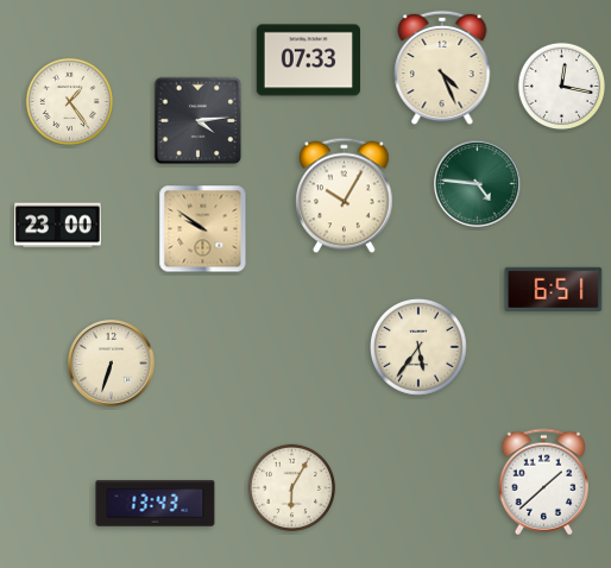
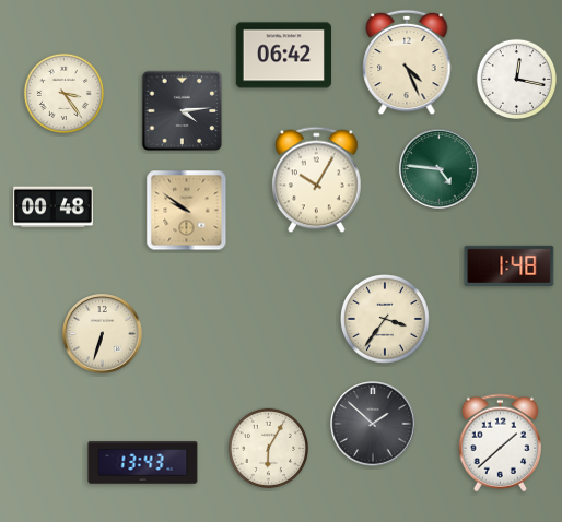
clock at (308, 61): 07:33 -> 06:42
clock at (69, 101): 1:24 -> 3:24
clock at (58, 226): 23:00 -> 00:48
clock at (554, 289): 6:51 -> 1:48
clock at (420, 348): 5:36 -> 3:36
clock at (373, 424): none -> 1:52
